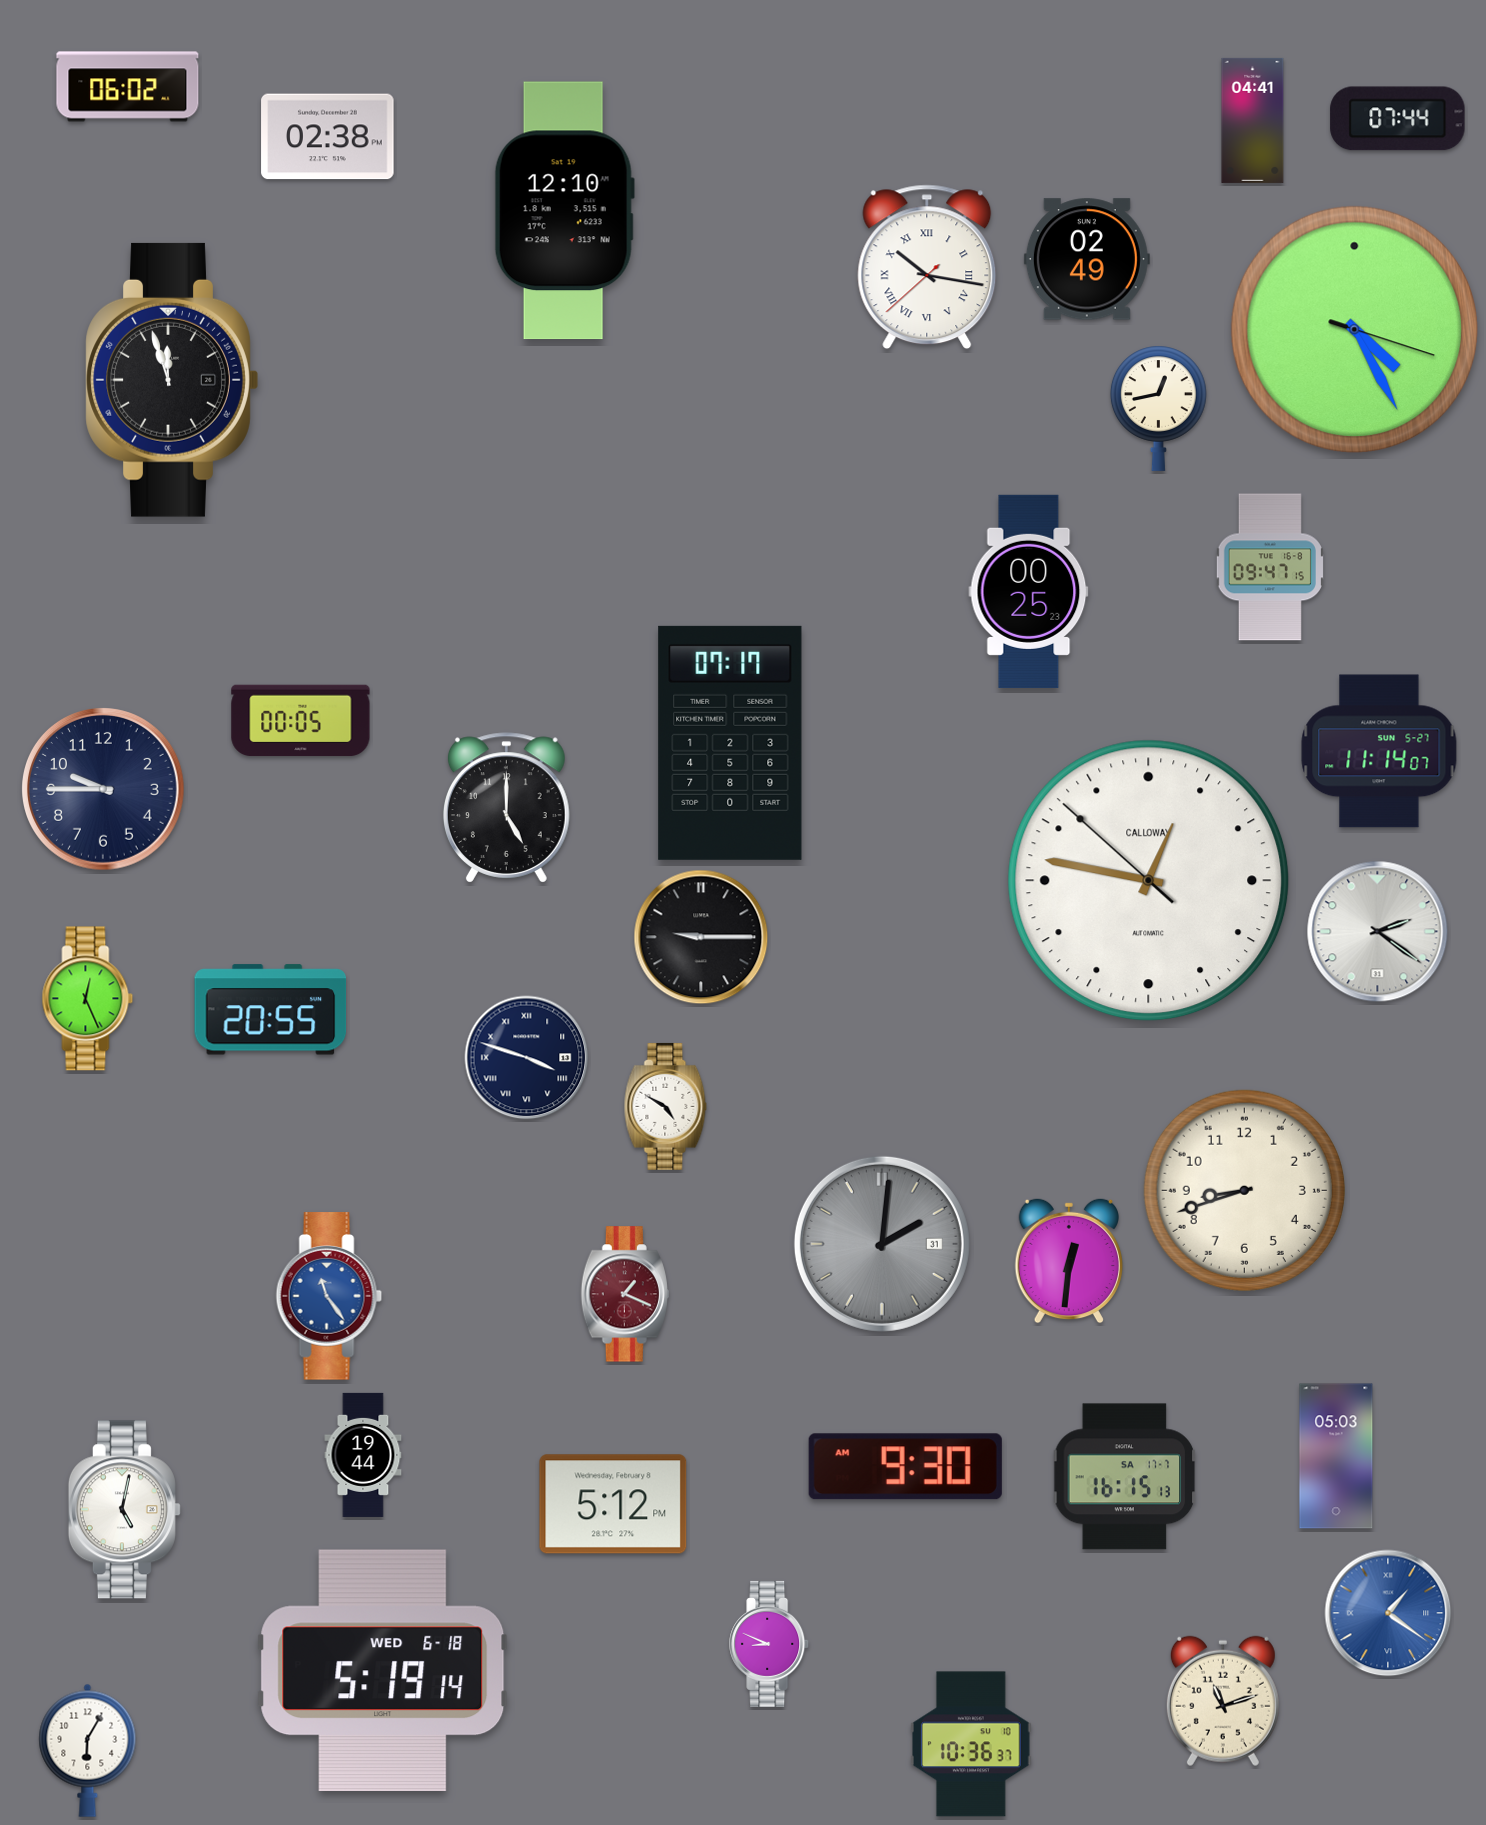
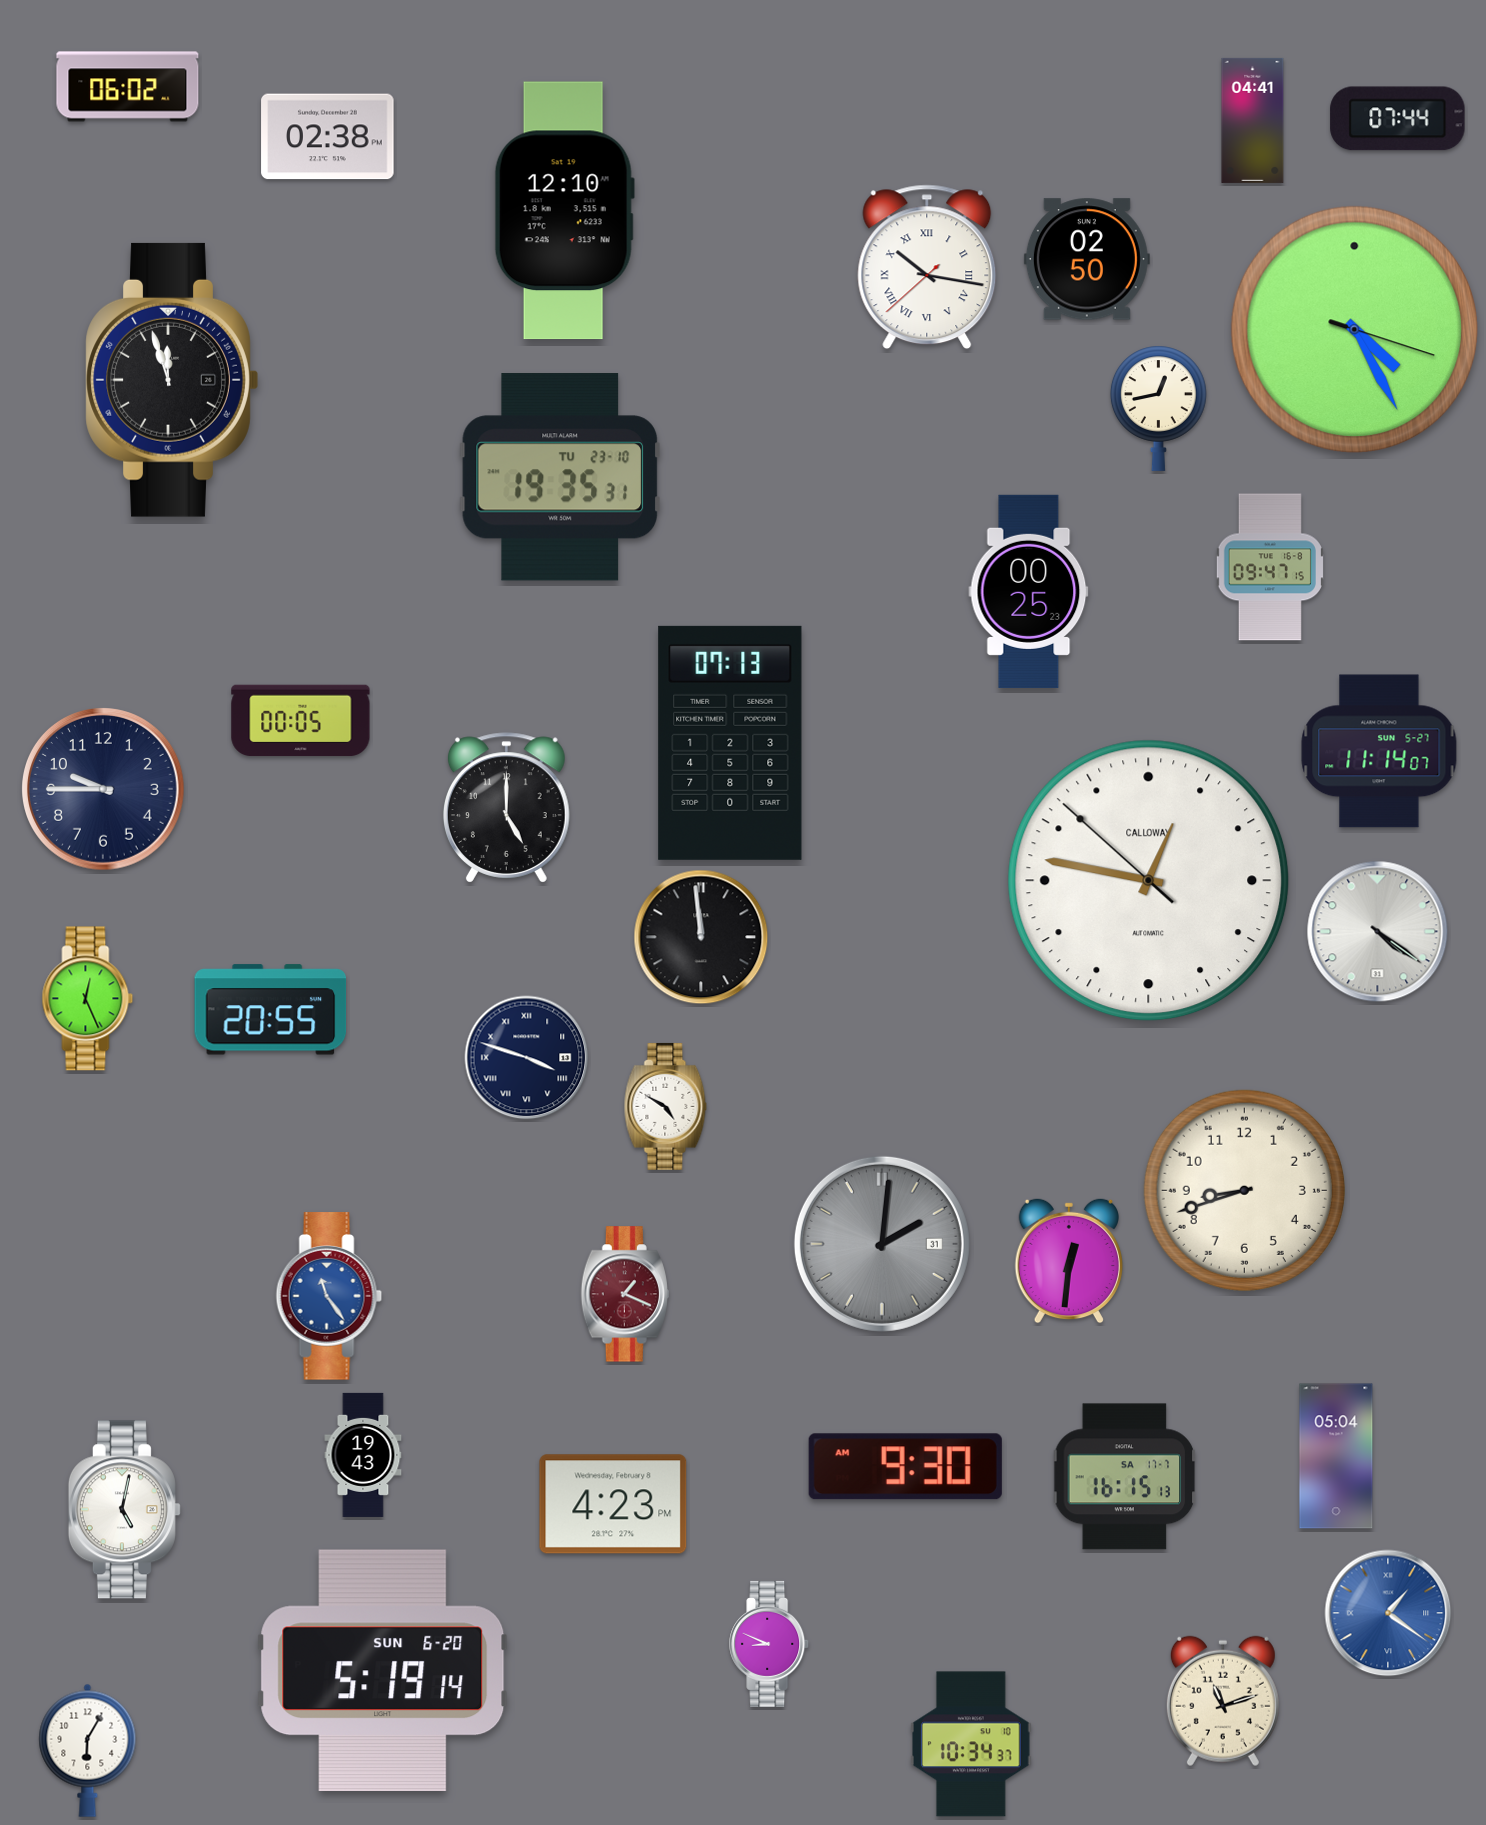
clock at (1087, 259): 02:49 -> 02:50
clock at (559, 477): none -> 19:35
clock at (730, 743): 07:17 -> 07:13
clock at (1378, 932): 2:21 -> 4:21
clock at (701, 937): 9:15 -> 11:59
clock at (363, 1455): 19:44 -> 19:43
clock at (1336, 1456): 05:03 -> 05:04
clock at (613, 1504): 5:12 -> 4:23
clock at (383, 1670) date: WED 6-18 -> SUN 6-20
clock at (971, 1744): 10:36 -> 10:34
